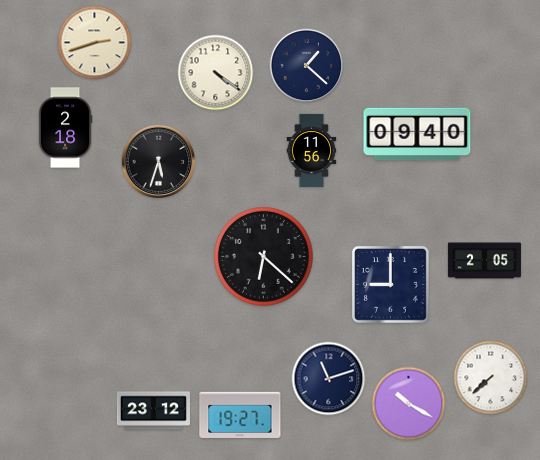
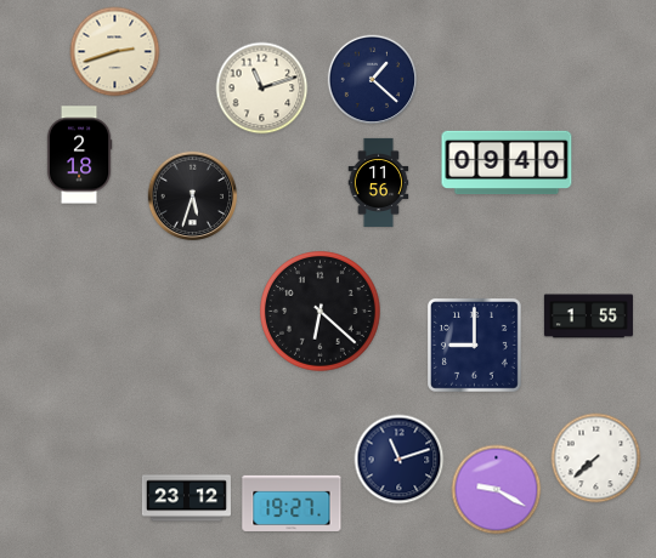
clock at (216, 73): 4:21 -> 11:12
clock at (484, 261): 2:05 -> 1:55
clock at (409, 404): 10:20 -> 9:20
